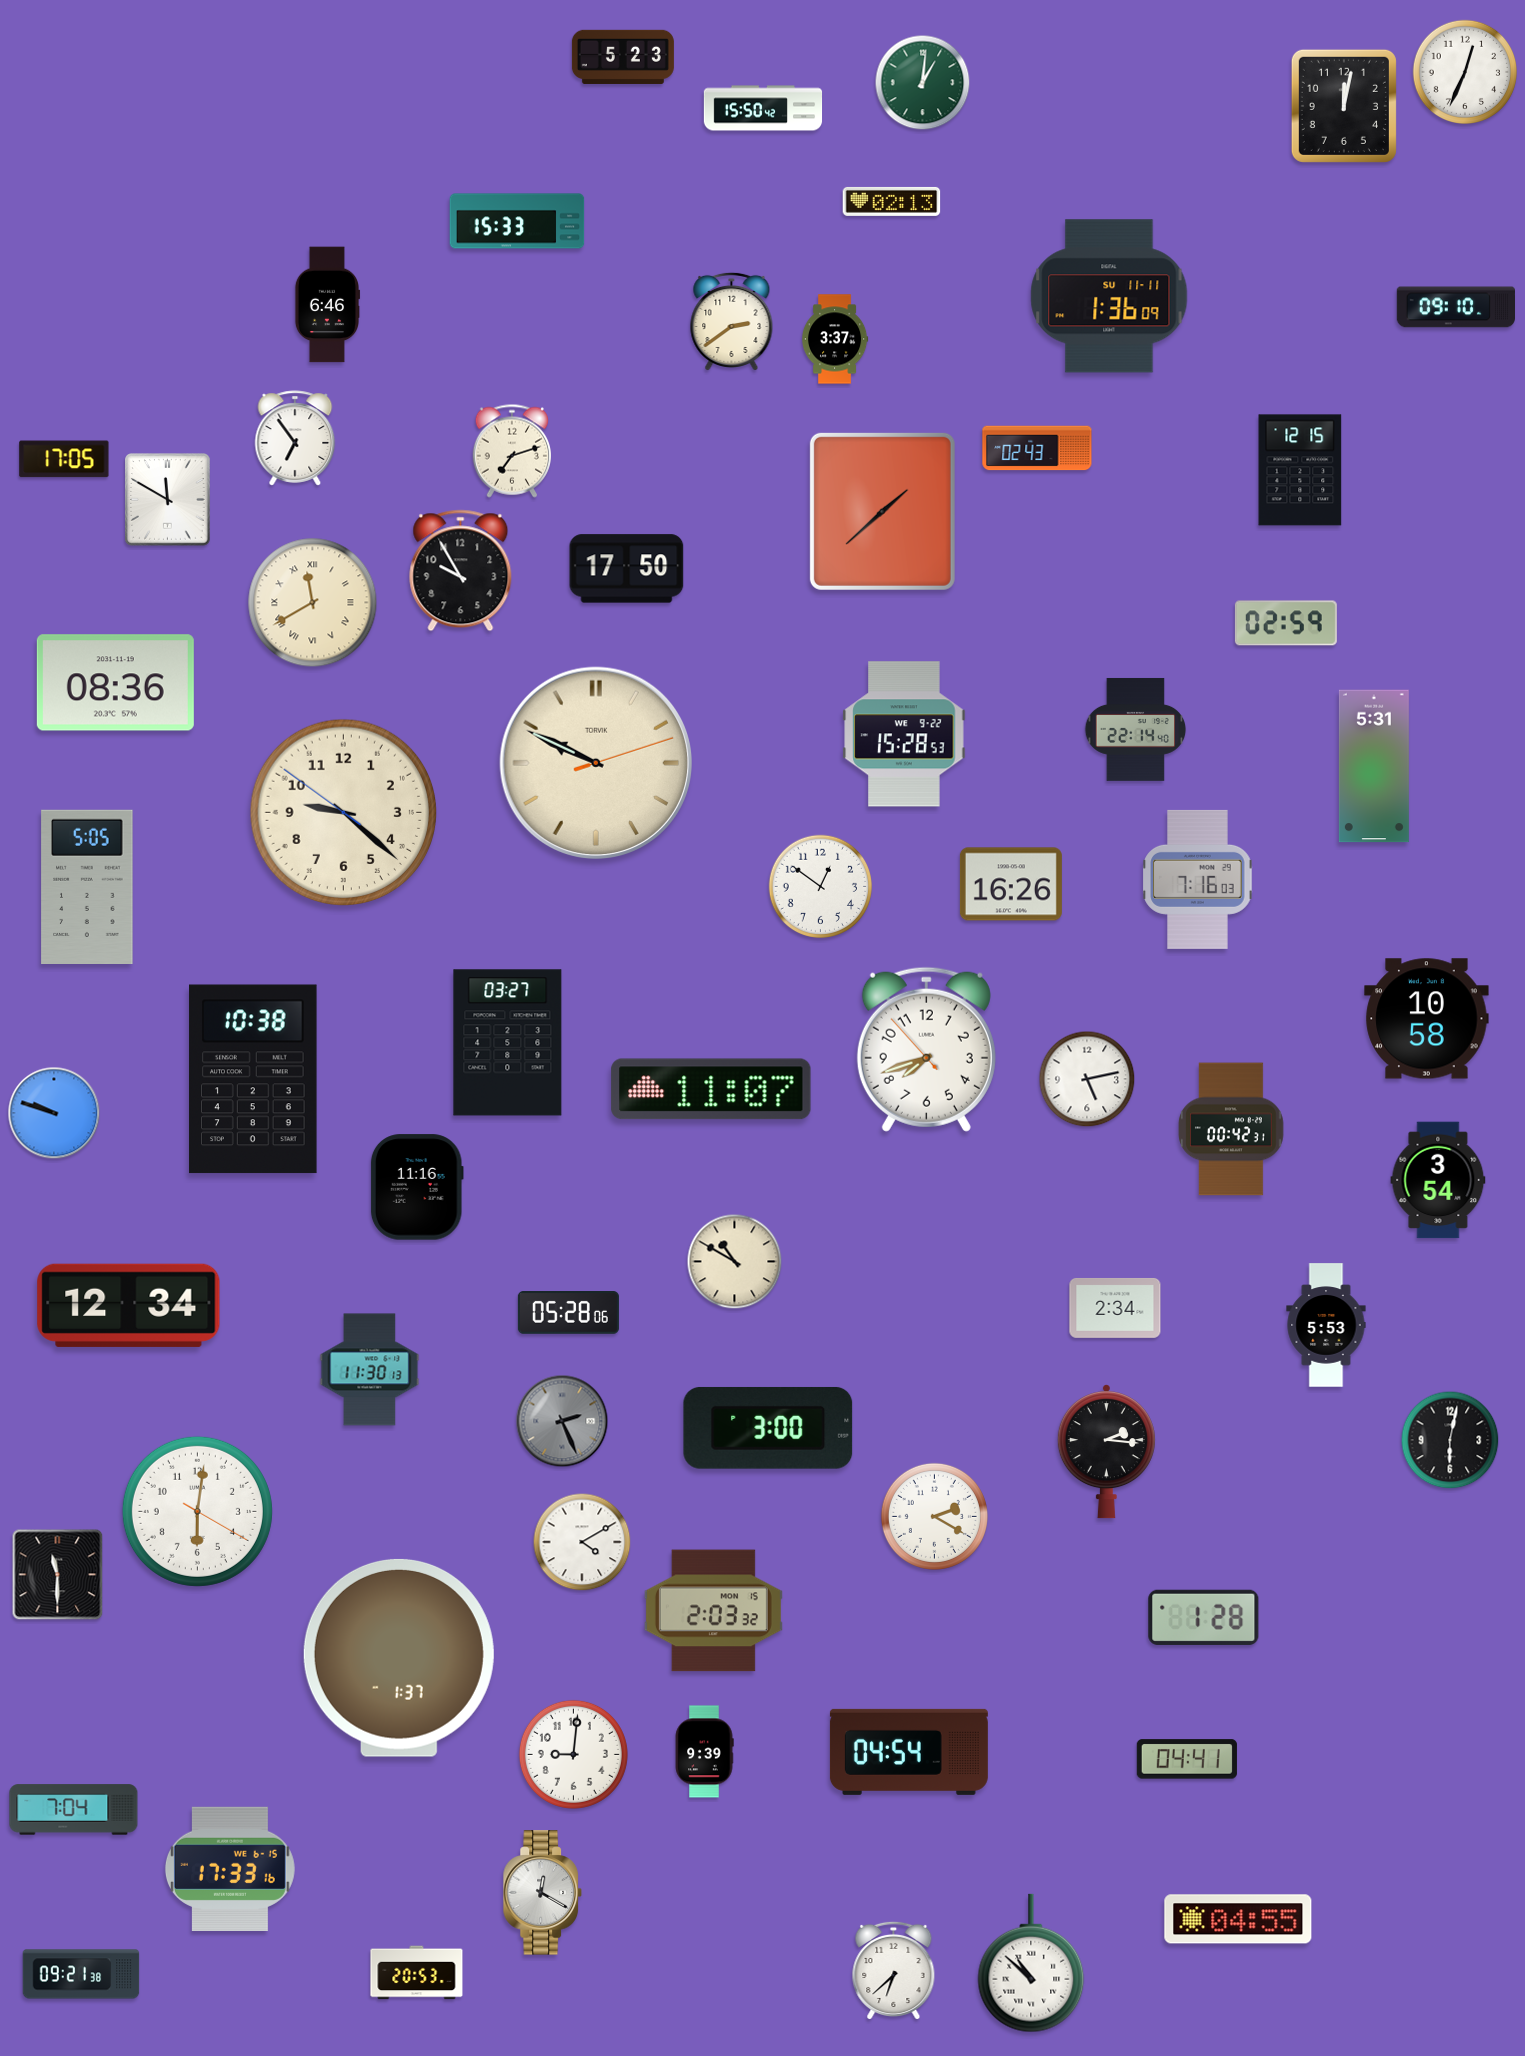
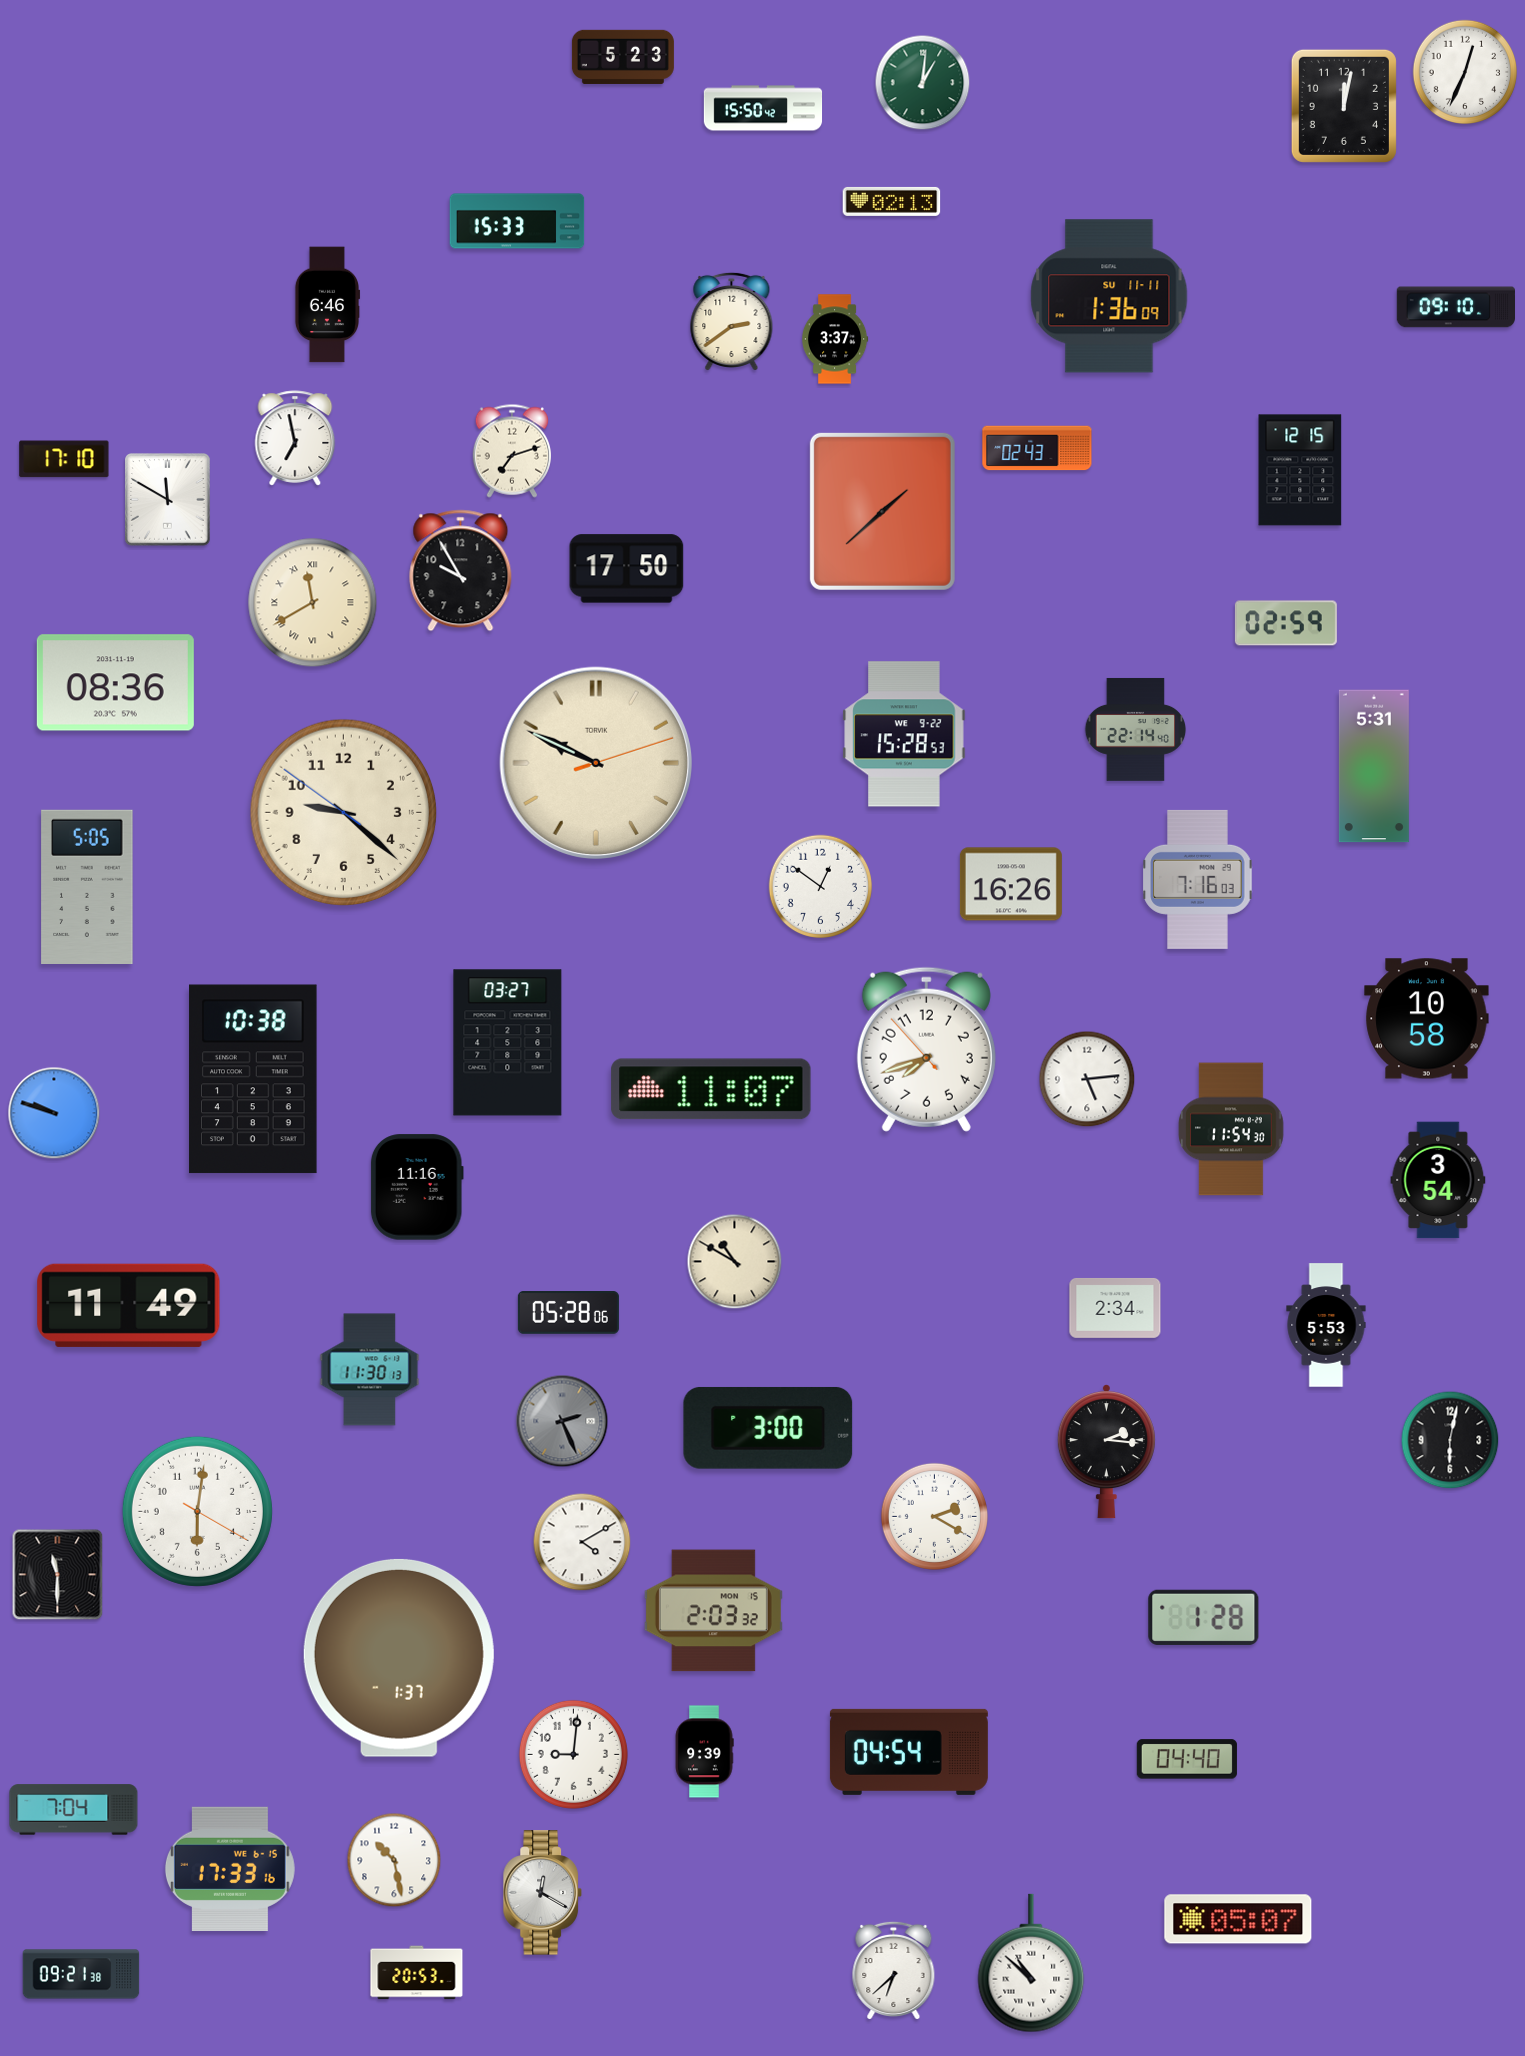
clock at (295, 438): 6:54 -> 6:58
clock at (64, 459): 17:05 -> 17:10
clock at (1087, 1079): 5:13 -> 5:14
clock at (1231, 1129): 00:42 -> 11:54
clock at (129, 1305): 12:34 -> 11:49
clock at (1187, 1759): 04:41 -> 04:40
clock at (394, 1860): none -> 10:28
clock at (1238, 1919): 04:55 -> 05:07
